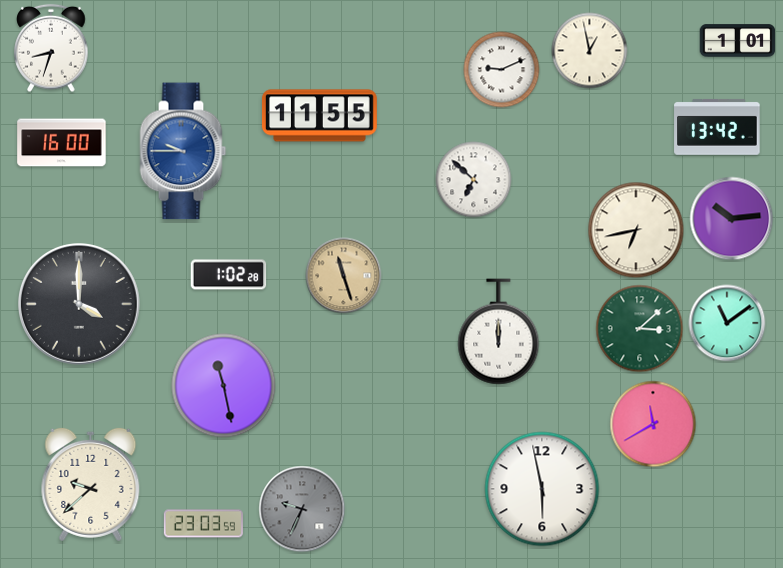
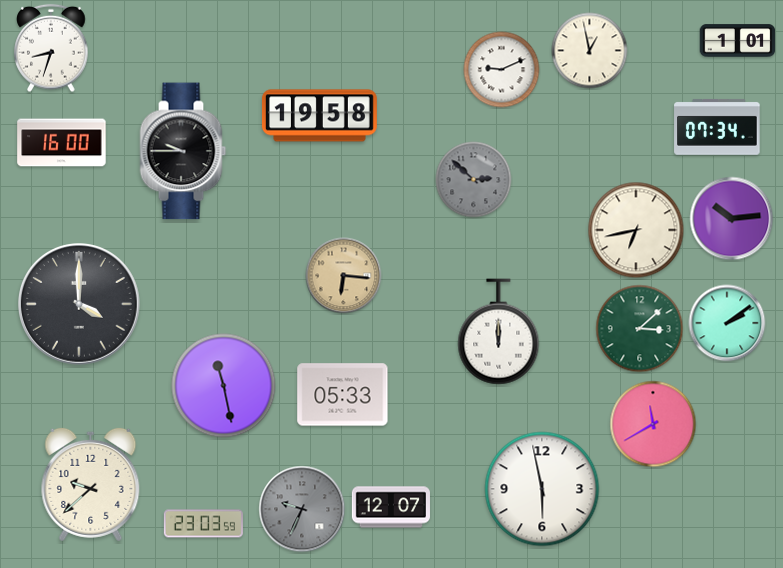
clock at (319, 116): 11:55 -> 19:58
clock at (717, 127): 13:42 -> 07:34
clock at (183, 151) dial: blue -> black
clock at (474, 180): 6:52 -> 2:52
clock at (474, 180) dial: white -> grey
clock at (229, 275): 1:02 -> none
clock at (344, 276): 11:27 -> 6:16
clock at (727, 323): 11:09 -> 2:09
clock at (343, 395): none -> 05:33
clock at (390, 507): none -> 12:07
